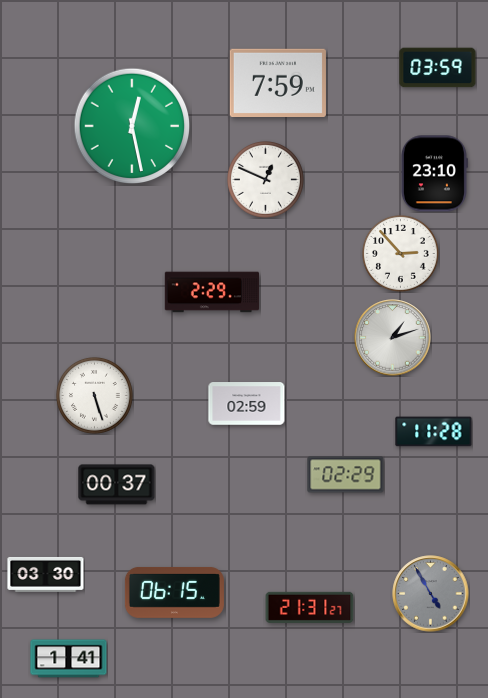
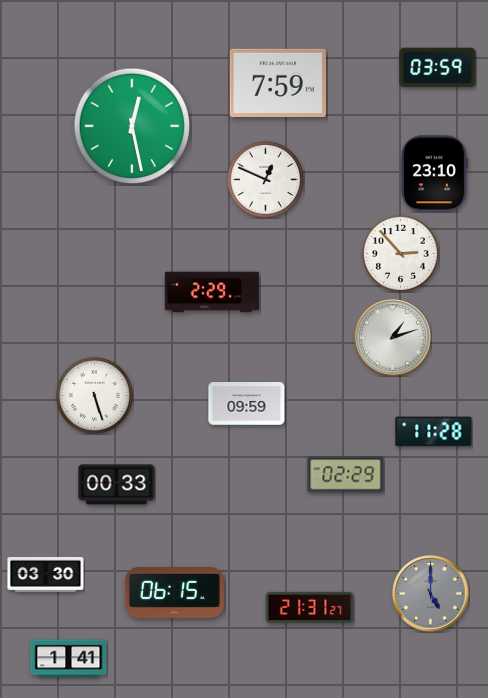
clock at (247, 404): 02:59 -> 09:59
clock at (117, 485): 00:37 -> 00:33
clock at (431, 594): 4:55 -> 5:00
